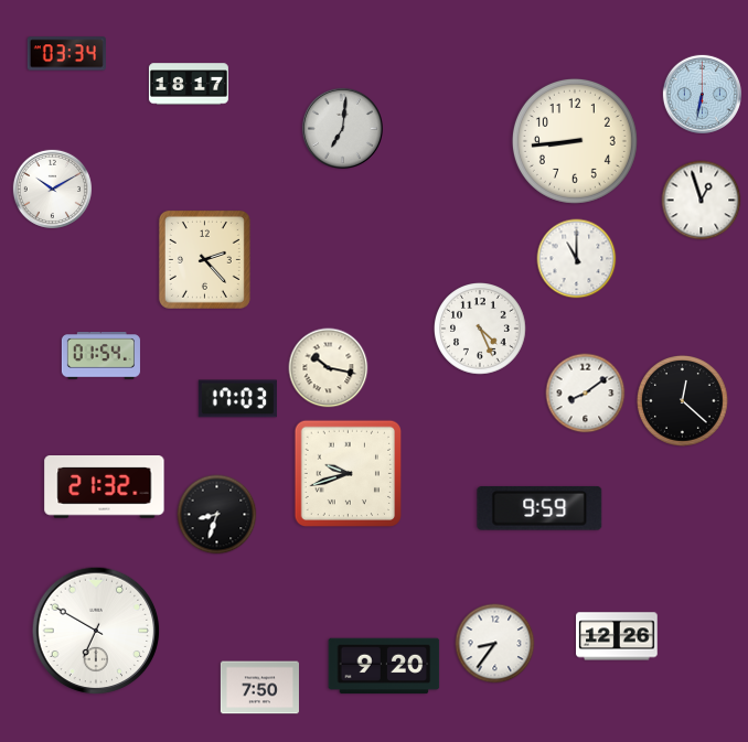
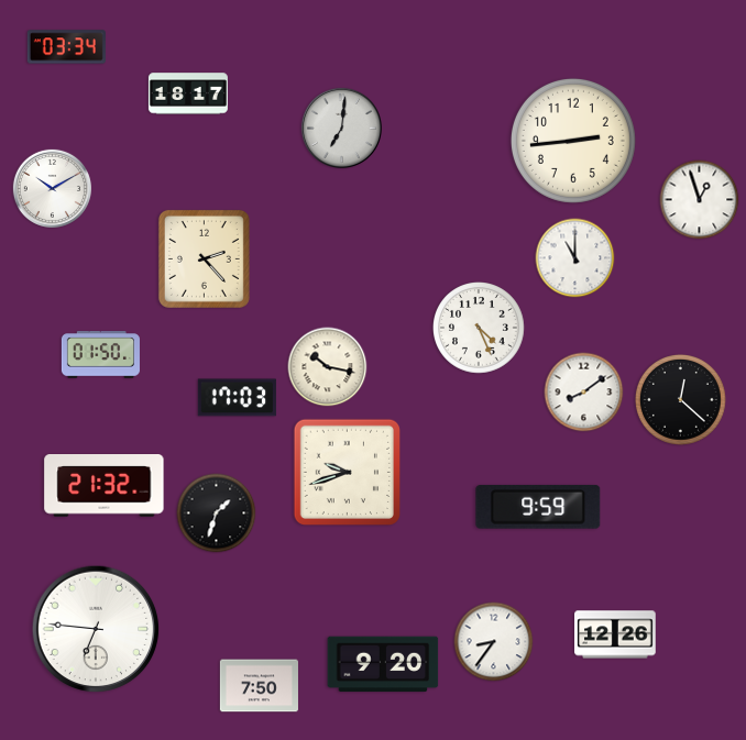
clock at (66, 54) position: (66, 54) -> (66, 47)
clock at (189, 84) position: (189, 84) -> (188, 93)
clock at (702, 94): 6:32 -> none
clock at (575, 141): 8:44 -> 2:44
clock at (100, 356): 01:54 -> 01:50
clock at (217, 515): 8:33 -> 1:33
clock at (96, 631): 6:50 -> 6:46
